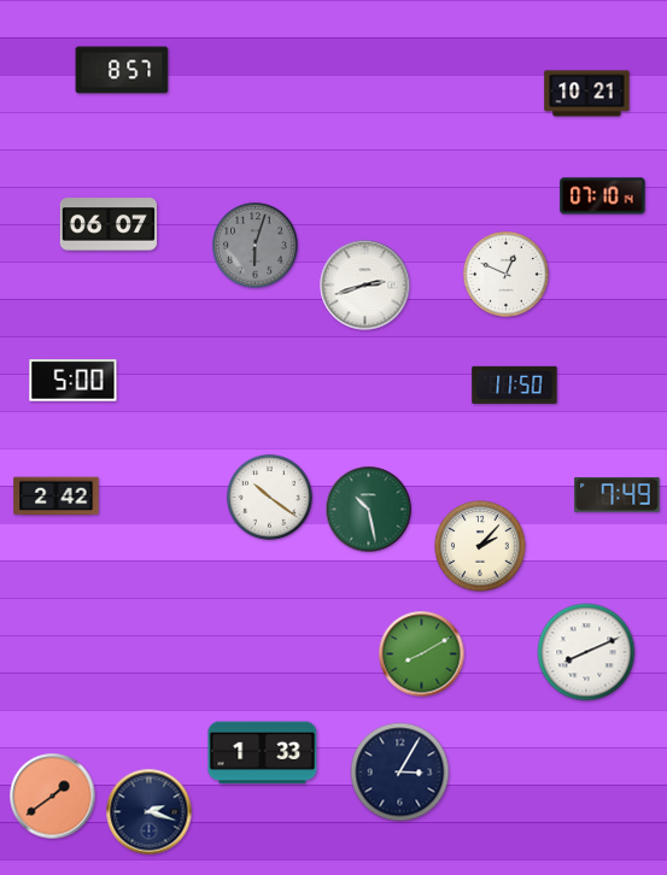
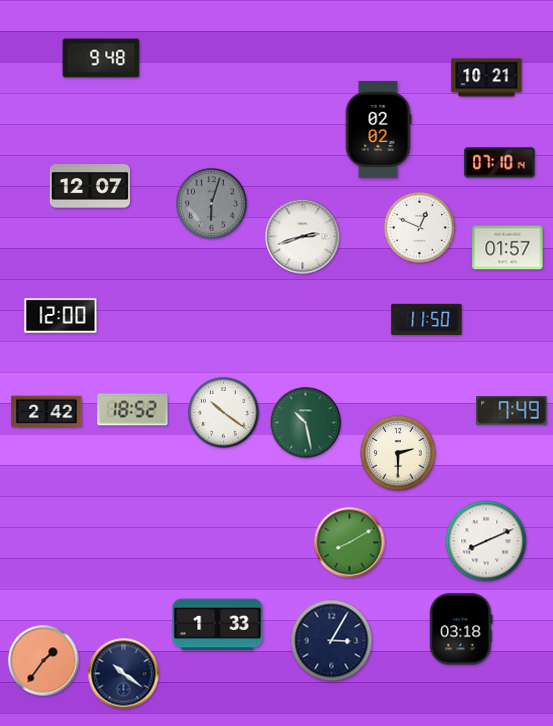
clock at (122, 70): 8:57 -> 9:48
clock at (378, 129): none -> 02:02
clock at (109, 224): 06:07 -> 12:07
clock at (508, 248): none -> 01:57
clock at (74, 381): 5:00 -> 12:00
clock at (133, 410): none -> 18:52
clock at (480, 546): 2:07 -> 2:30
clock at (461, 629): none -> 03:18
clock at (53, 797): 1:39 -> 1:36
clock at (150, 812): 2:18 -> 10:21
